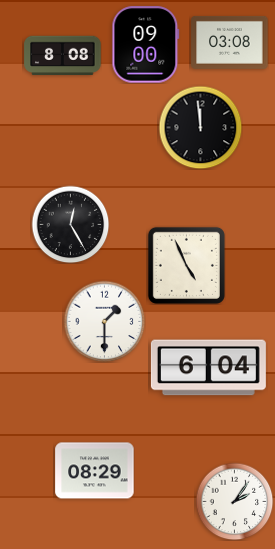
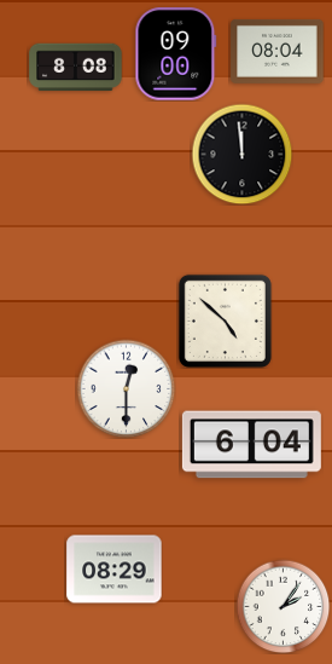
clock at (230, 42): 03:08 -> 08:04
clock at (70, 224): 12:25 -> none
clock at (186, 265): 4:56 -> 4:52
clock at (104, 321): 1:30 -> 12:30
